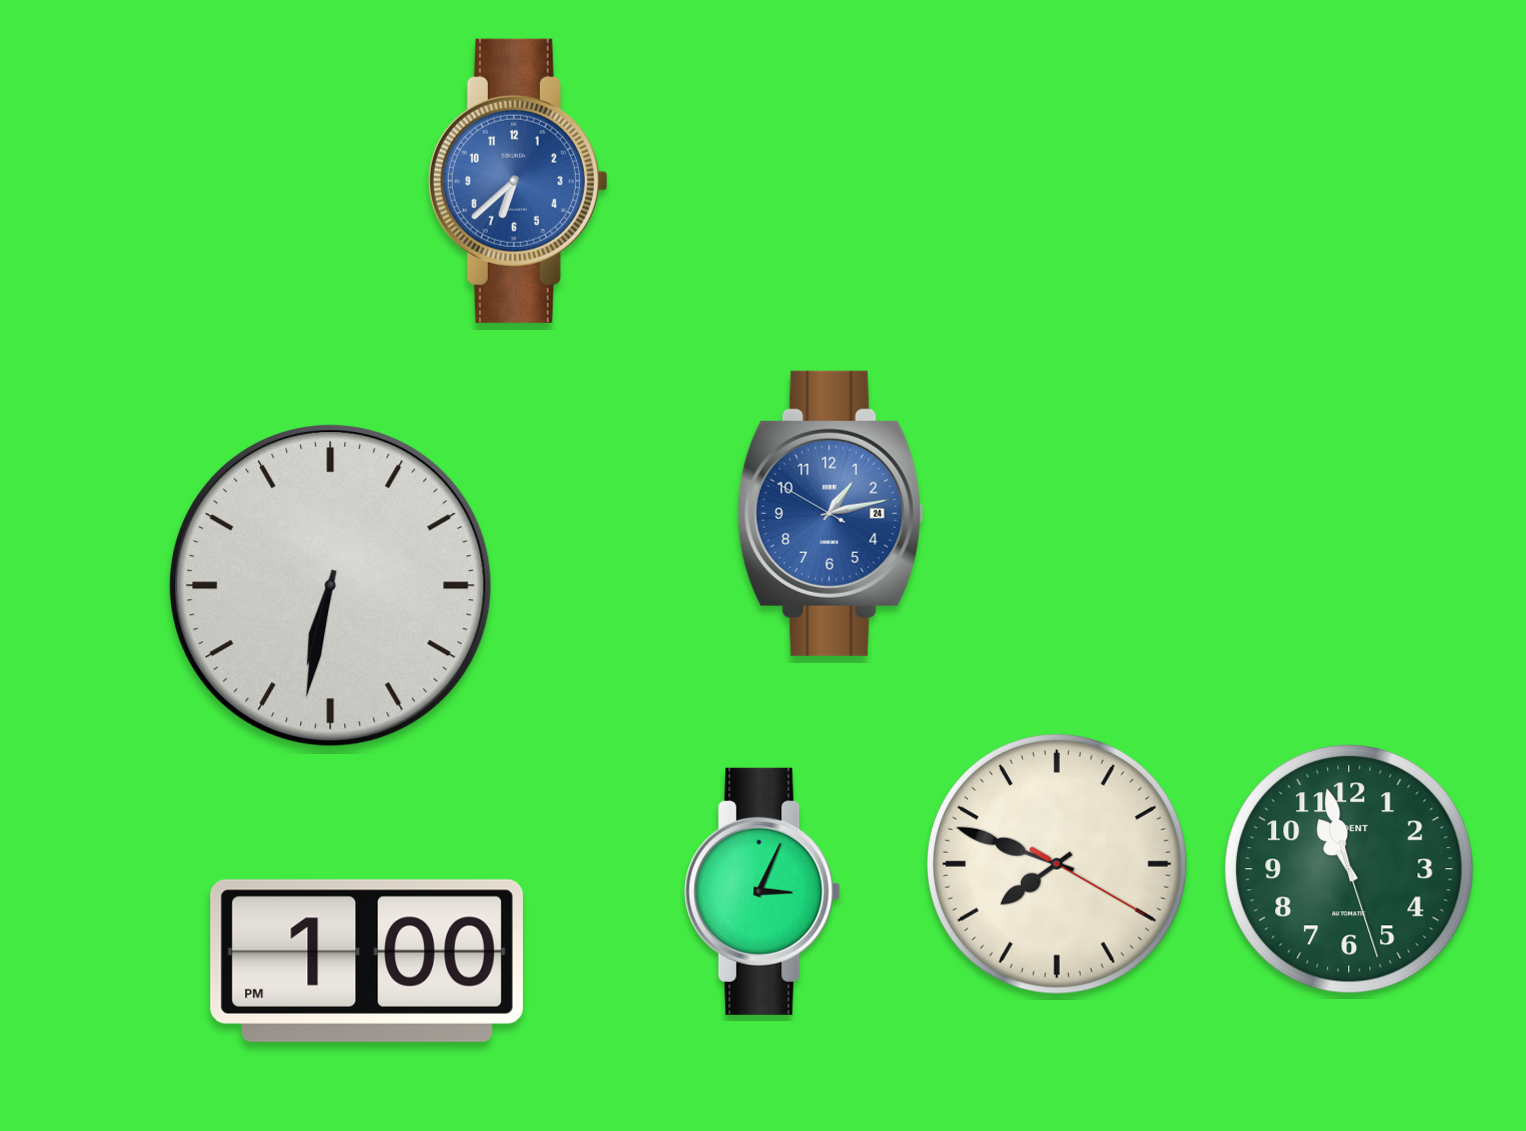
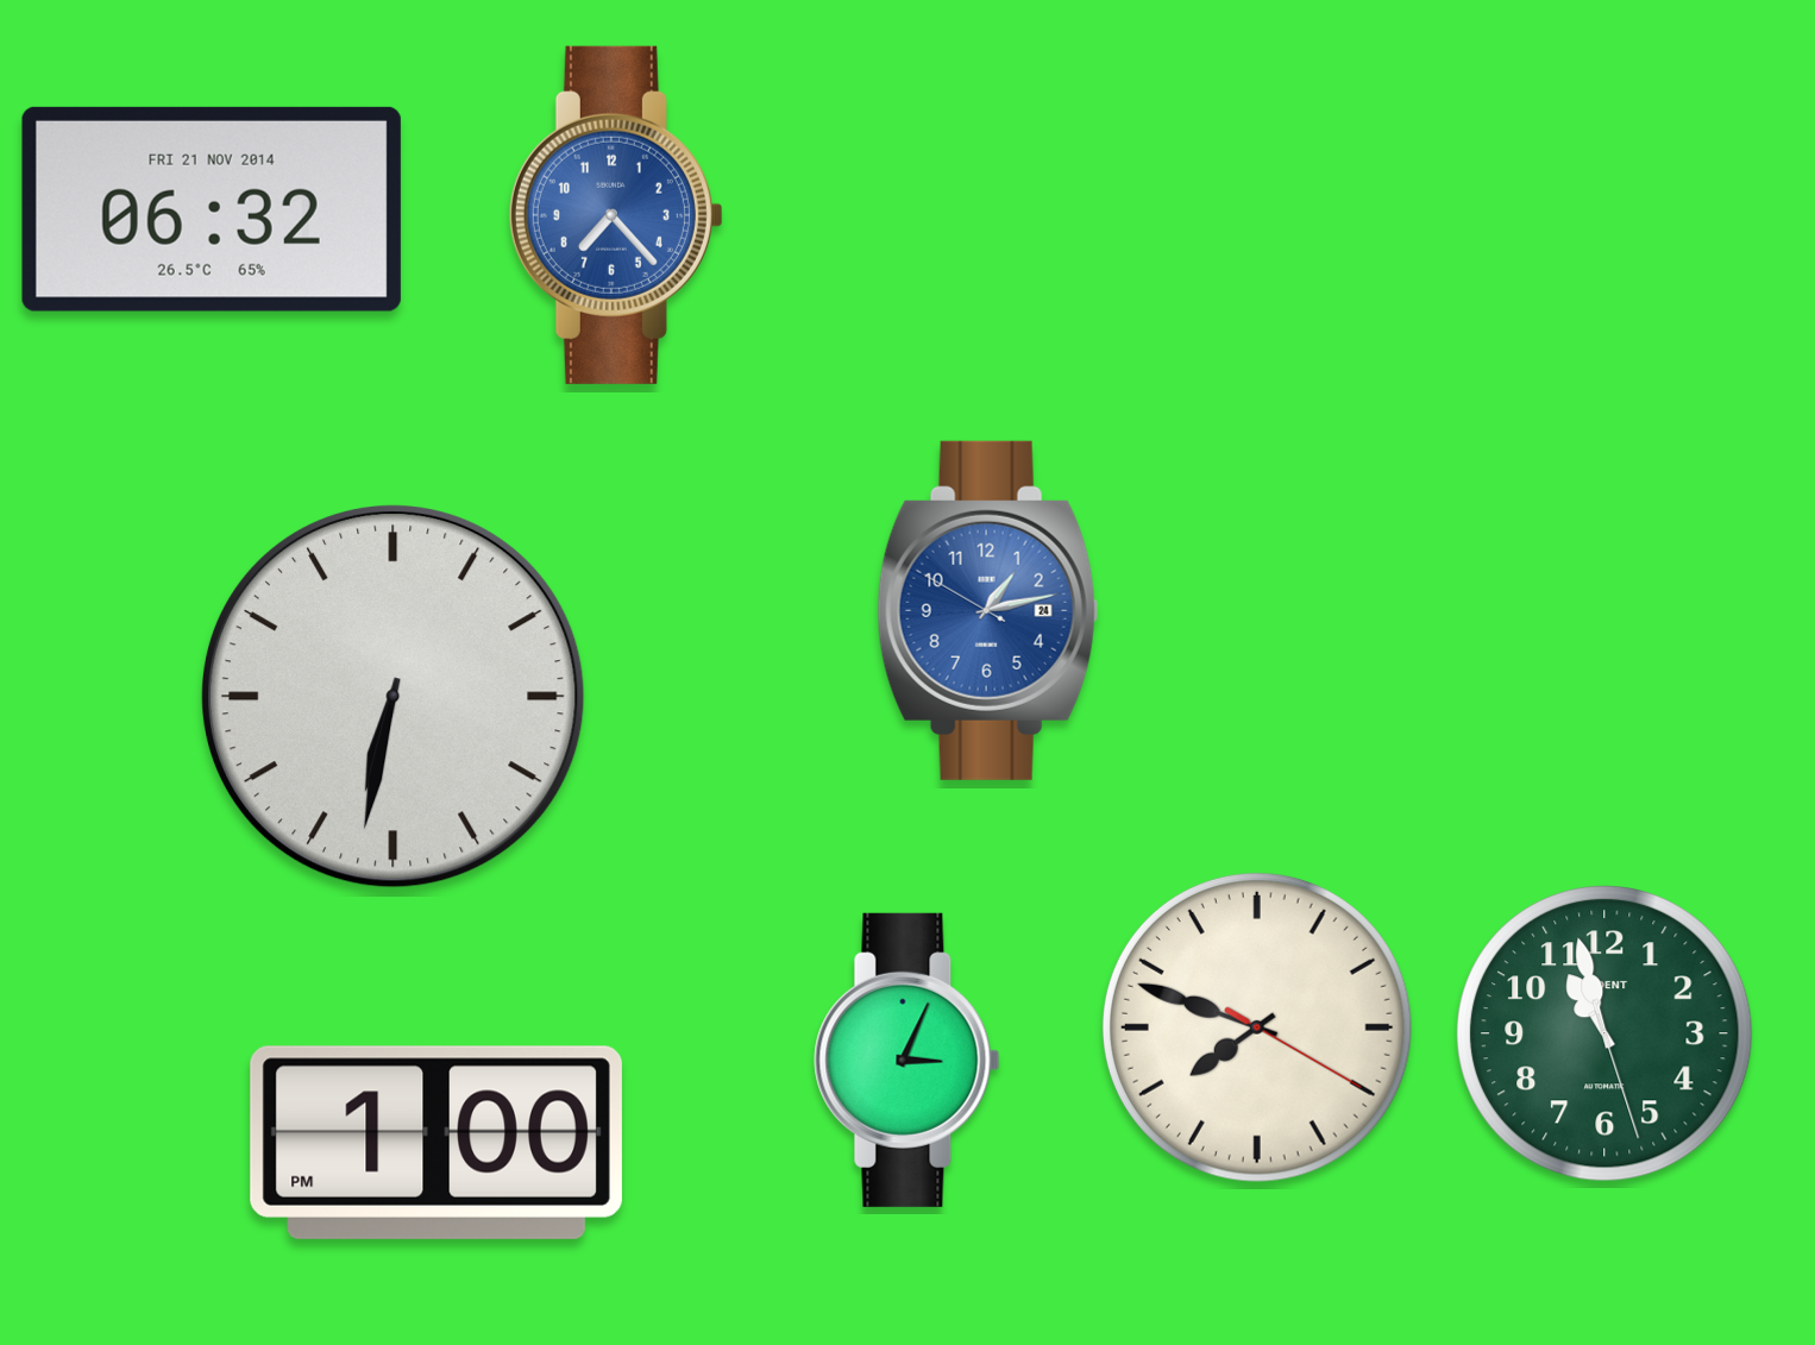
clock at (212, 209): none -> 06:32
clock at (518, 181): 6:38 -> 7:23
